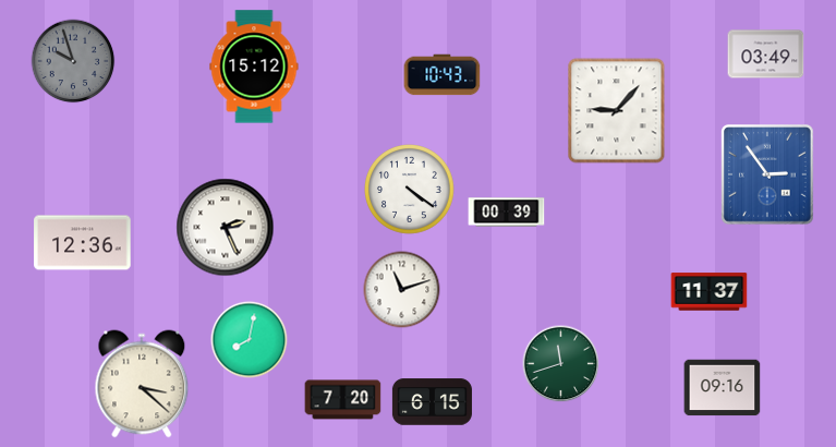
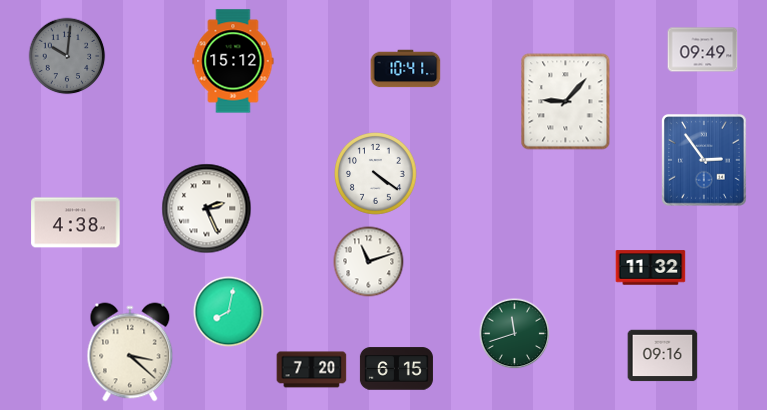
clock at (766, 55): 03:49 -> 09:49
clock at (73, 61): 9:57 -> 10:01
clock at (443, 75): 10:43 -> 10:41
clock at (507, 213): 00:39 -> none
clock at (83, 243): 12:36 -> 4:38
clock at (402, 290) position: (402, 290) -> (369, 262)
clock at (710, 292): 11:37 -> 11:32
clock at (343, 400) position: (343, 400) -> (312, 370)
